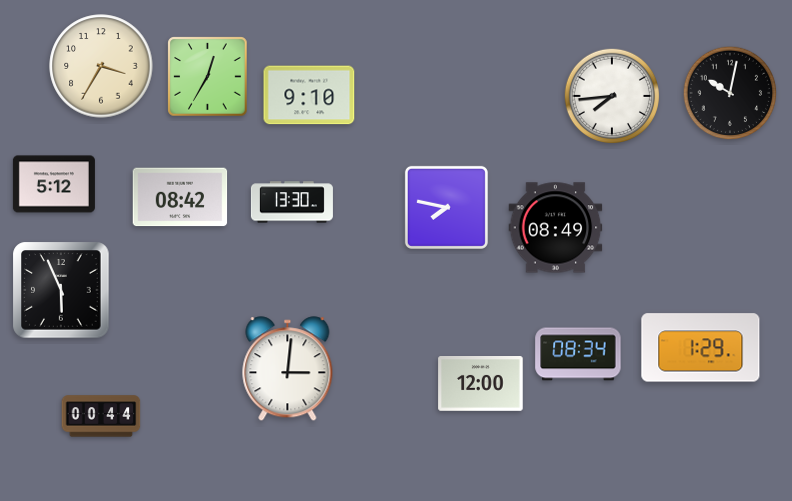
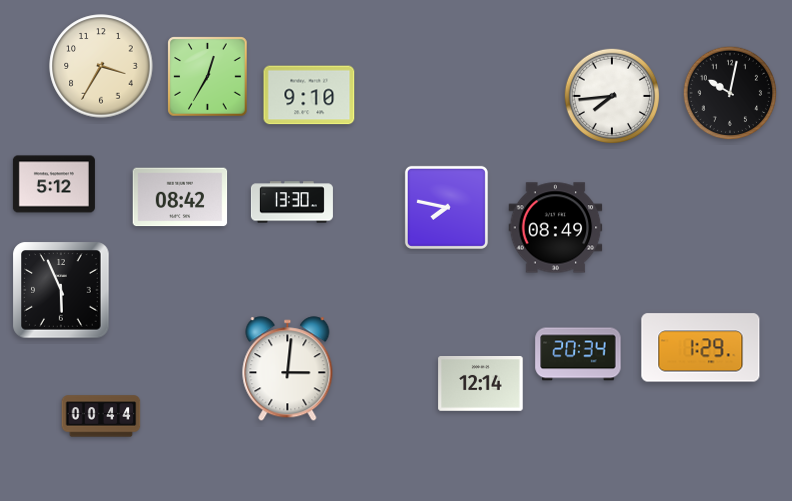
clock at (578, 354): 08:34 -> 20:34
clock at (481, 384): 12:00 -> 12:14
